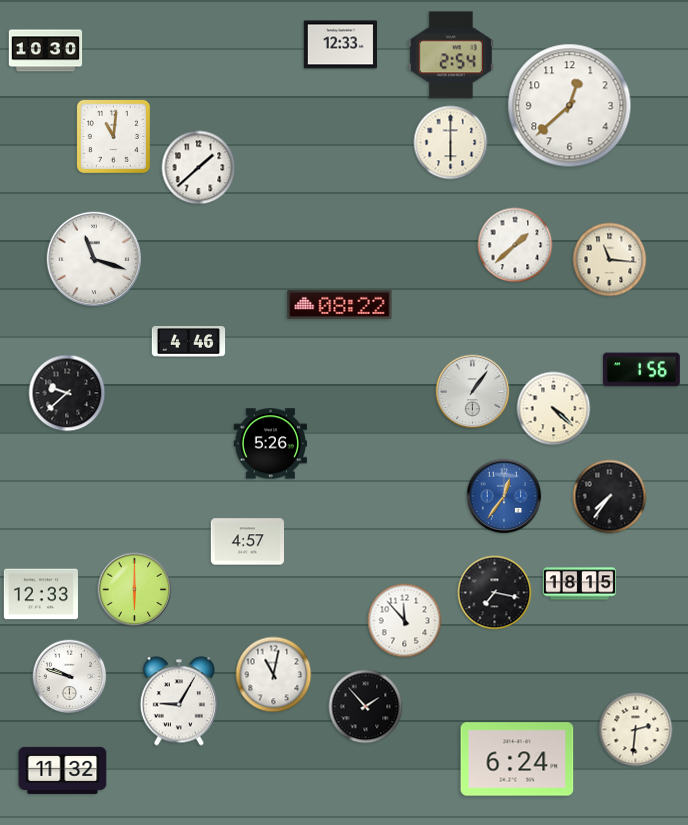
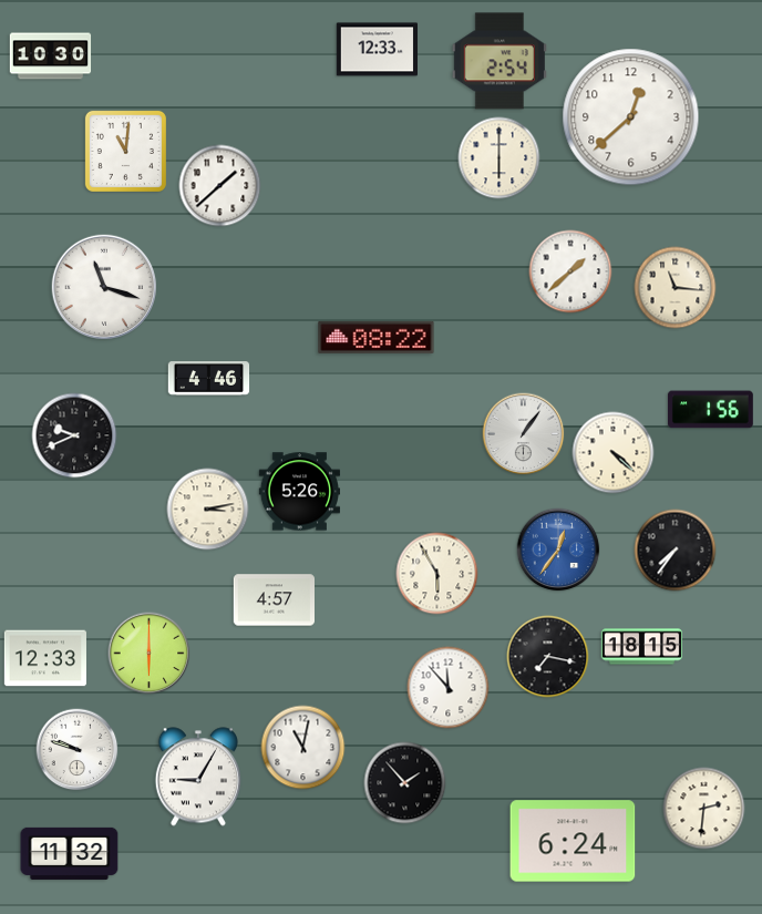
clock at (67, 393): 9:38 -> 9:41
clock at (208, 510): none -> 3:13
clock at (437, 574): none -> 5:55
